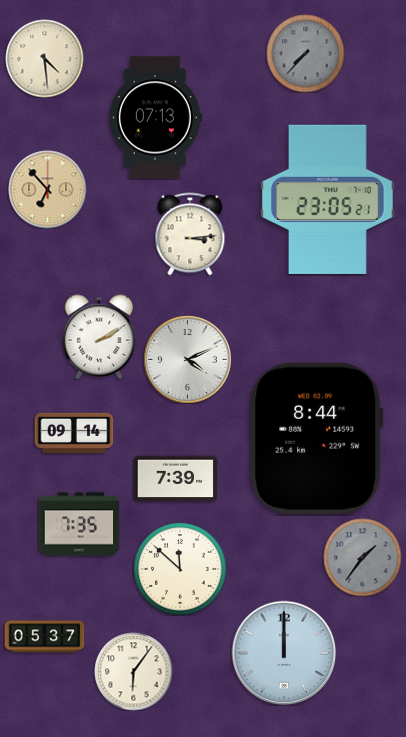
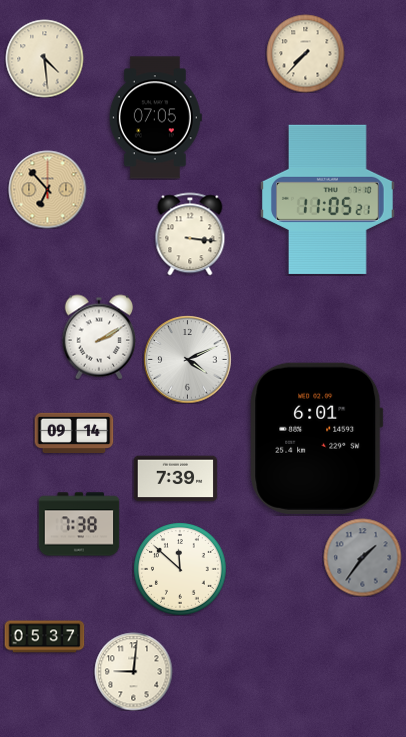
clock at (305, 53) dial: grey -> cream
clock at (155, 118): 07:13 -> 07:05
clock at (328, 199): 23:05 -> 11:05
clock at (190, 234): 3:14 -> 3:16
clock at (317, 438): 8:44 -> 6:01
clock at (79, 524): 7:35 -> 7:38
clock at (284, 653): 12:00 -> none
clock at (133, 671): 6:06 -> 9:01
